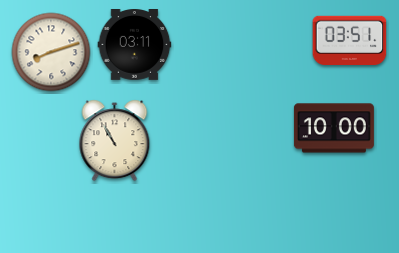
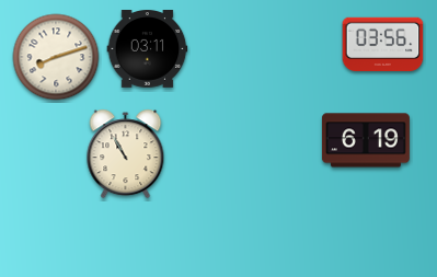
clock at (350, 40): 03:51 -> 03:56
clock at (334, 128): 10:00 -> 6:19
